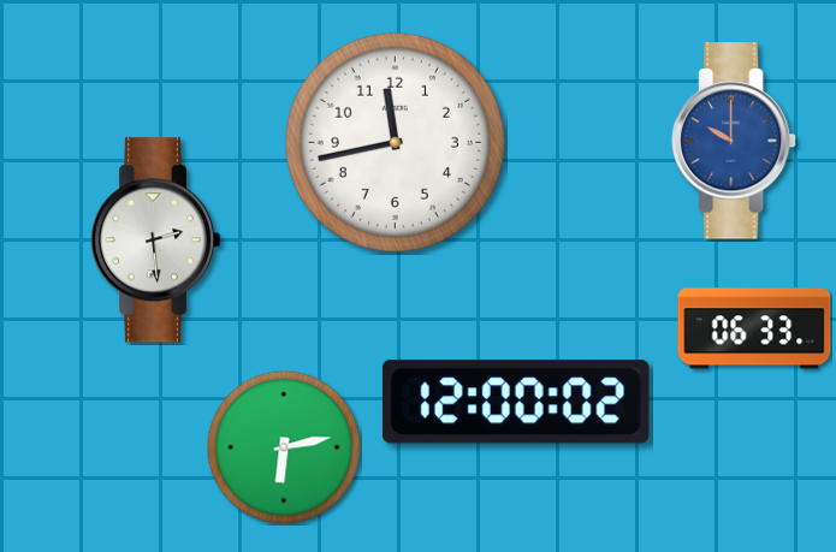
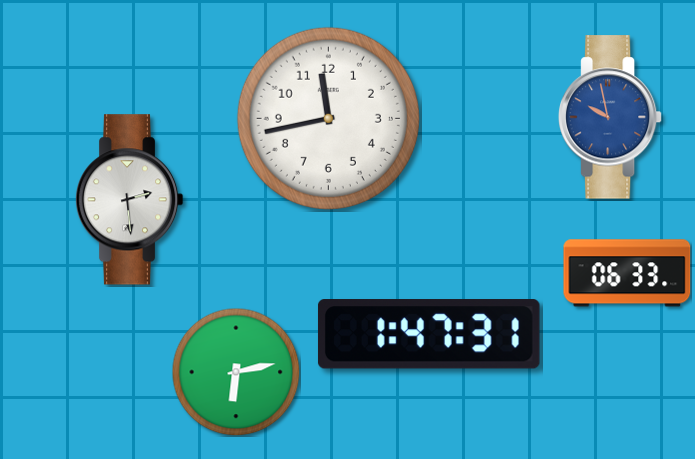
clock at (734, 141): 10:00 -> 9:58
clock at (516, 402): 12:00 -> 1:47
